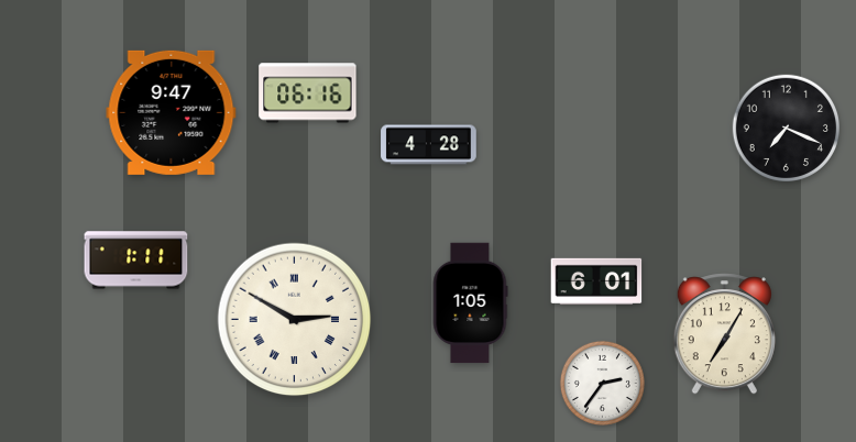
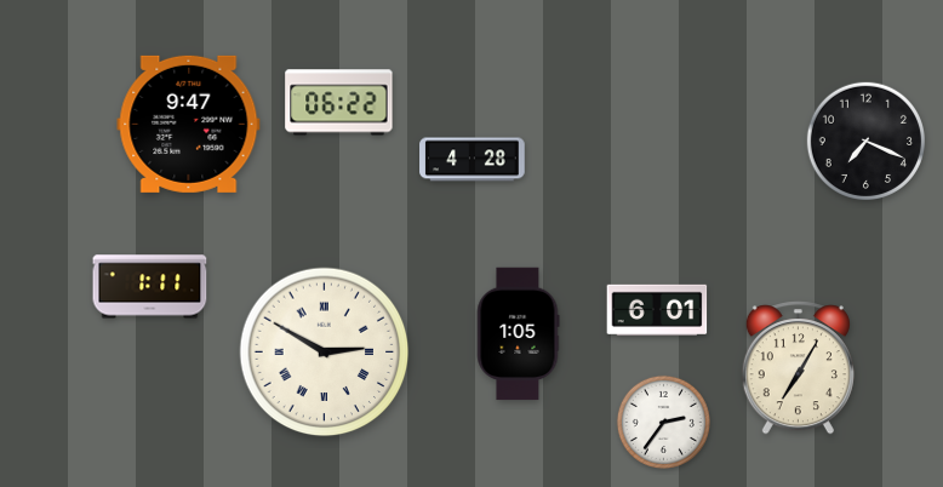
clock at (308, 93): 06:16 -> 06:22
